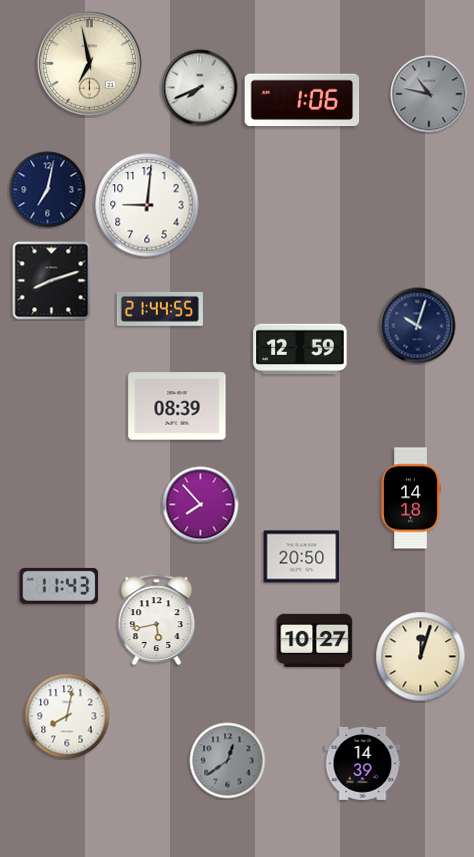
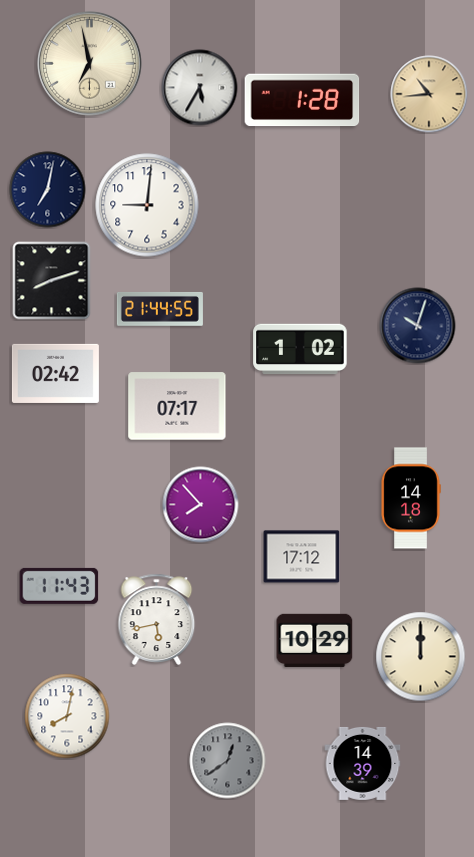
clock at (200, 88): 7:41 -> 5:35
clock at (429, 94): 10:47 -> 10:44
clock at (429, 94) dial: grey -> champagne
clock at (302, 100): 1:06 -> 1:28
clock at (300, 349): 12:59 -> 1:02
clock at (55, 373): none -> 02:42
clock at (177, 406): 08:39 -> 07:17
clock at (302, 557): 20:50 -> 17:12
clock at (315, 640): 10:27 -> 10:29
clock at (421, 657): 12:03 -> 12:00
